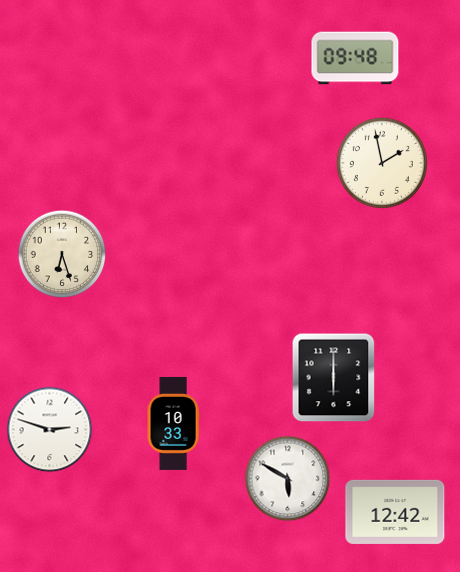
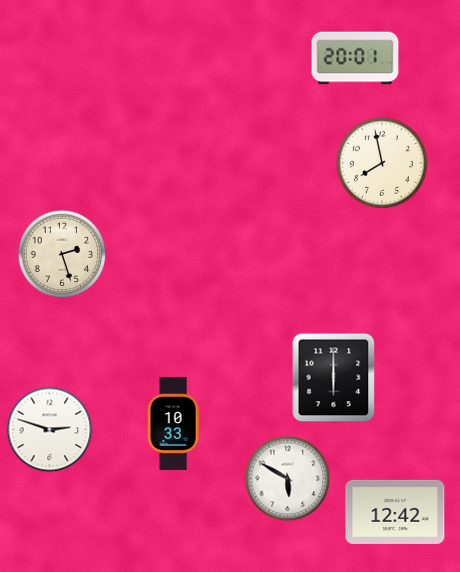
clock at (355, 58): 09:48 -> 20:01
clock at (382, 163): 1:58 -> 7:58
clock at (62, 254): 6:27 -> 2:27
